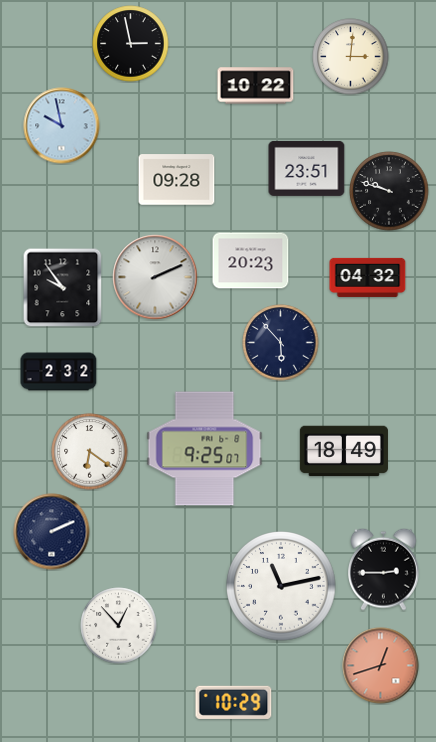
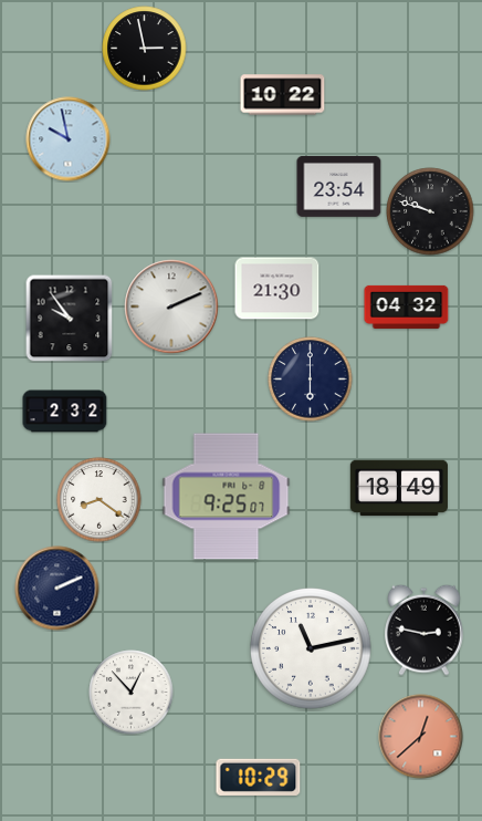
clock at (351, 57): 3:01 -> none
clock at (307, 168): 23:51 -> 23:54
clock at (177, 180): 09:28 -> none
clock at (251, 261): 20:23 -> 21:30
clock at (281, 343): 5:53 -> 6:00
clock at (344, 451) position: (344, 451) -> (399, 488)
clock at (90, 452): 6:21 -> 8:21
clock at (384, 569): 2:45 -> 2:47
clock at (381, 666): 12:42 -> 12:38
